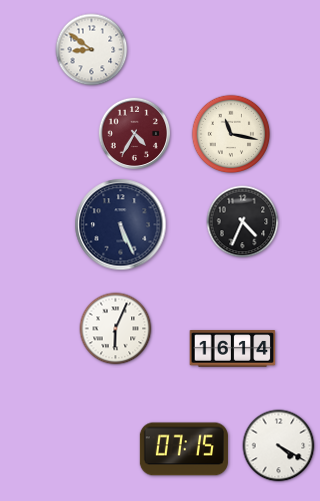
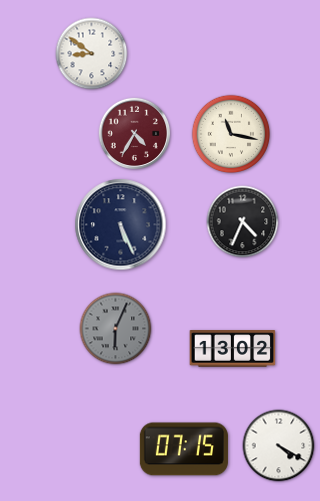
clock at (92, 50) position: (92, 50) -> (92, 54)
clock at (116, 329) dial: white -> grey
clock at (233, 349): 16:14 -> 13:02
